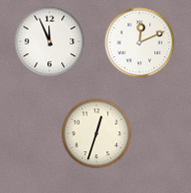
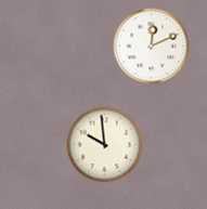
clock at (50, 42): 11:56 -> none
clock at (97, 134): 12:33 -> 9:59
